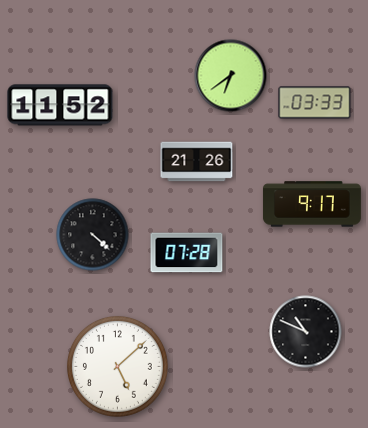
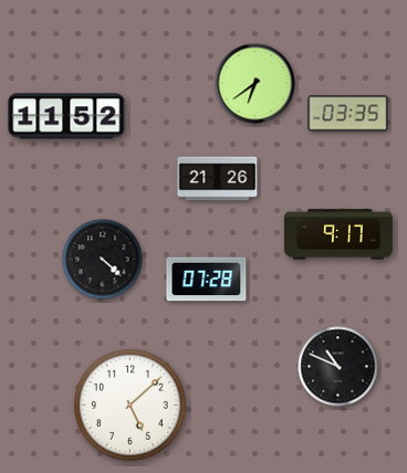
clock at (315, 103): 03:33 -> 03:35
clock at (312, 204) position: (312, 204) -> (338, 234)
